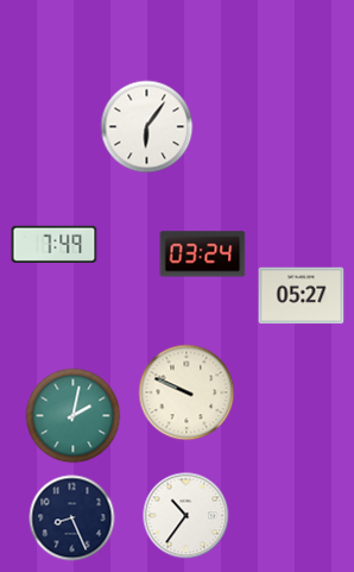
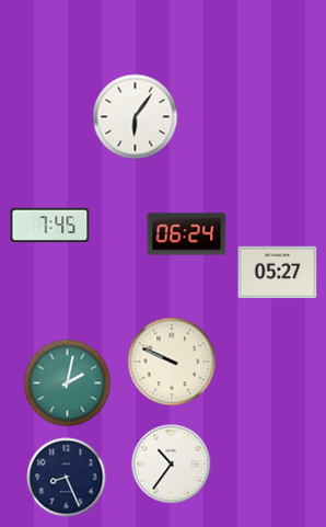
clock at (55, 244): 7:49 -> 7:45
clock at (203, 254): 03:24 -> 06:24
clock at (187, 516) position: (187, 516) -> (172, 465)
